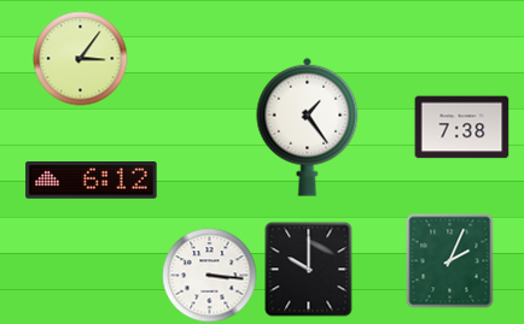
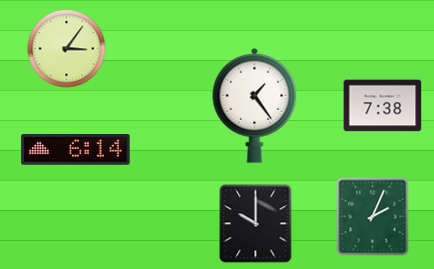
clock at (92, 181): 6:12 -> 6:14
clock at (209, 275): 3:16 -> none
